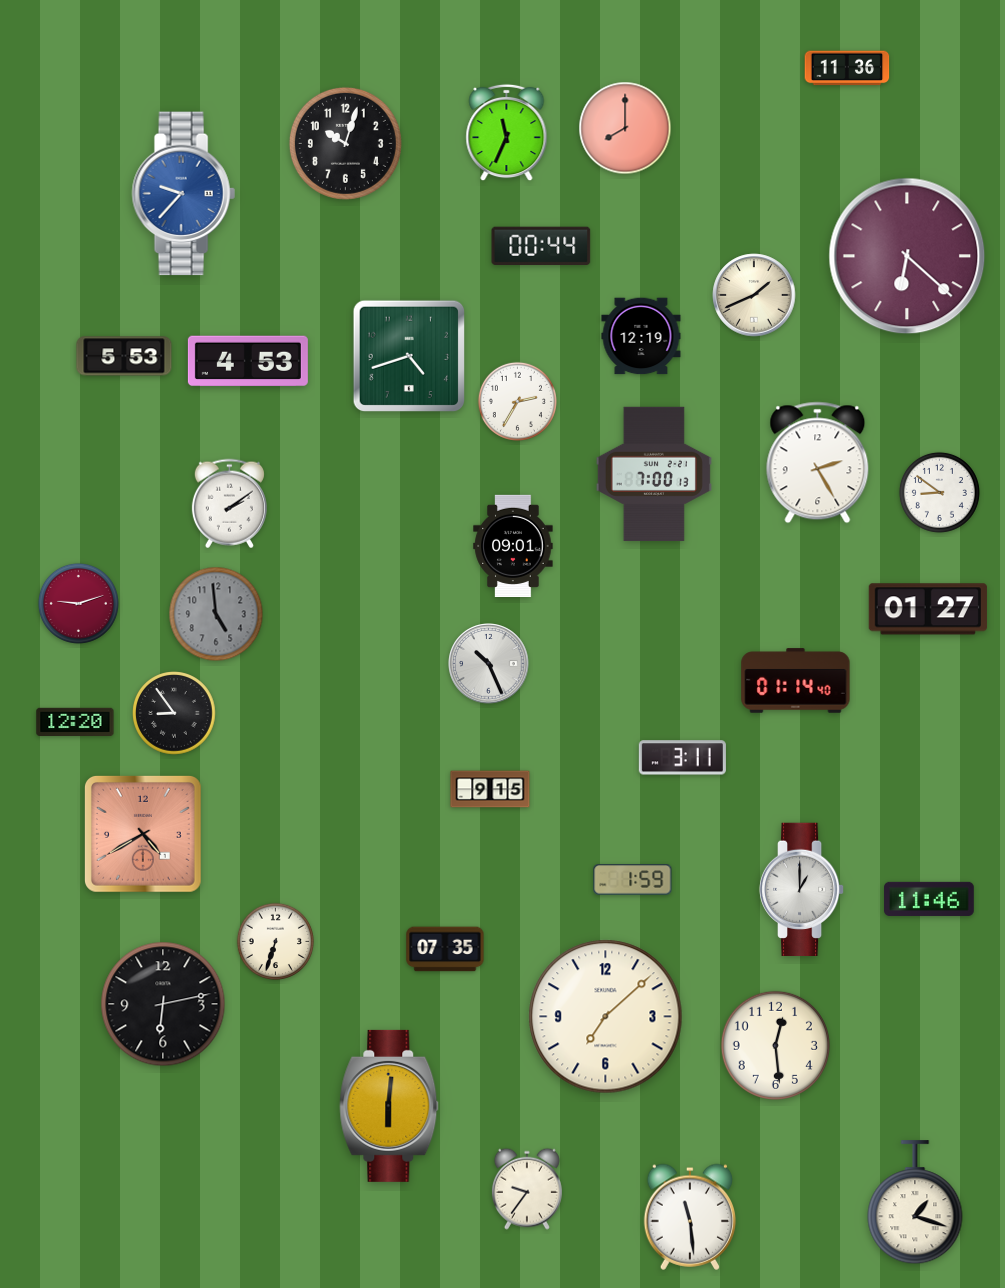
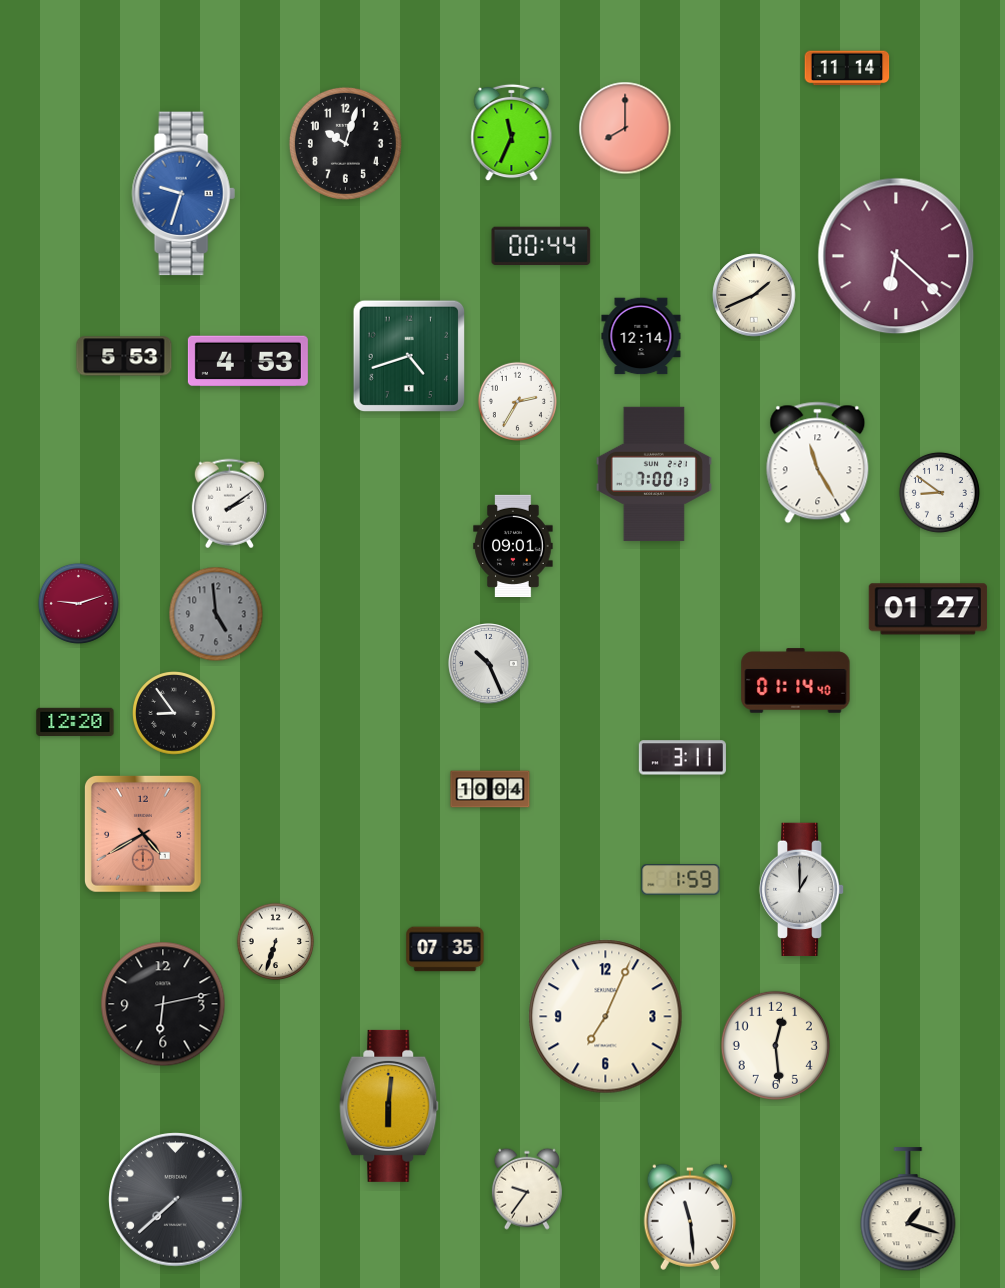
clock at (847, 68): 11:36 -> 11:14
clock at (507, 133) position: (507, 133) -> (512, 133)
clock at (183, 194): 9:37 -> 9:33
clock at (907, 256) position: (907, 256) -> (896, 256)
clock at (641, 336): 12:19 -> 12:14
clock at (818, 463): 2:25 -> 11:25
clock at (490, 789): 9:15 -> 10:04
clock at (633, 880) position: (633, 880) -> (681, 880)
clock at (929, 899): 11:46 -> none
clock at (606, 1017): 7:08 -> 7:04
clock at (176, 1200): none -> 7:38
clock at (915, 1203) position: (915, 1203) -> (908, 1210)
